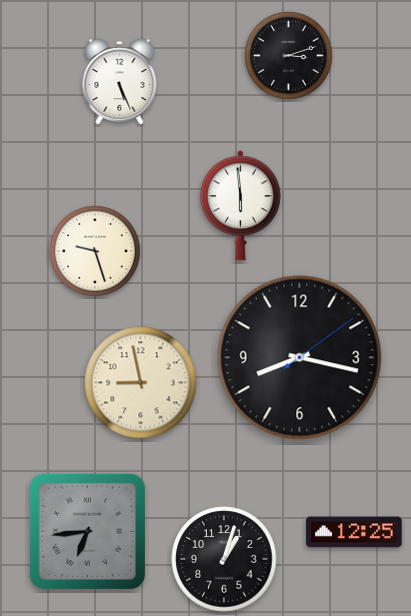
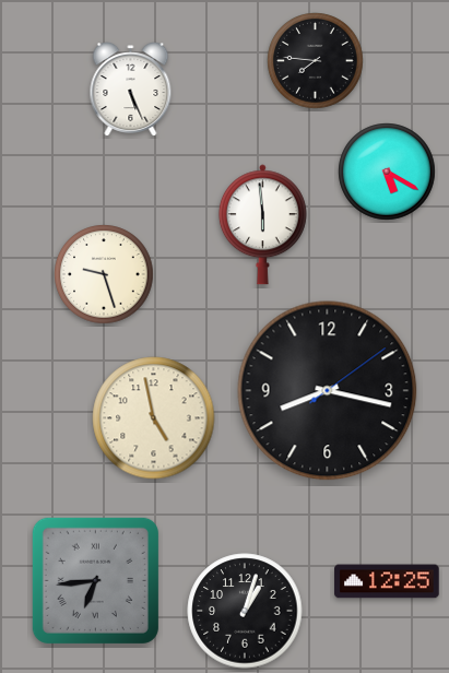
clock at (289, 56): 3:12 -> 7:46
clock at (387, 172): none -> 5:20
clock at (141, 383): 8:58 -> 4:58
